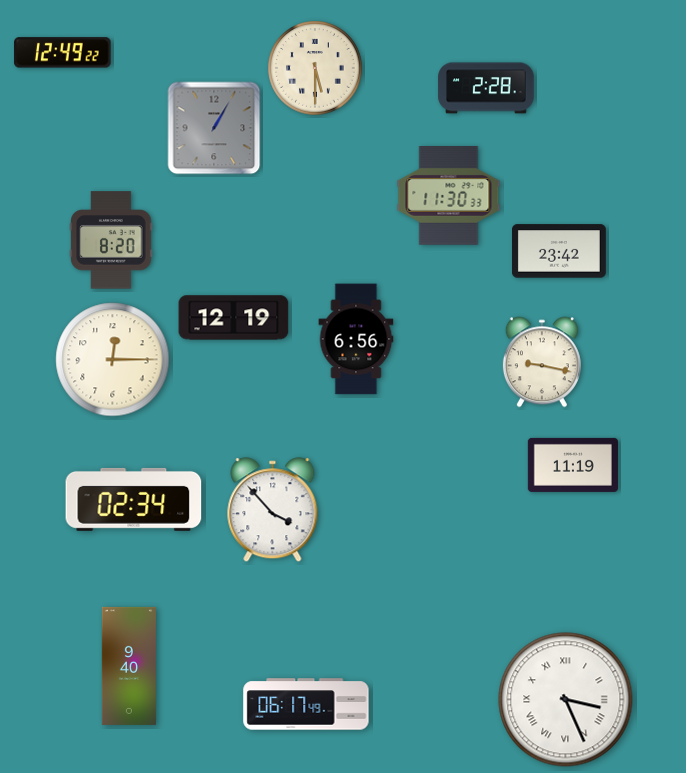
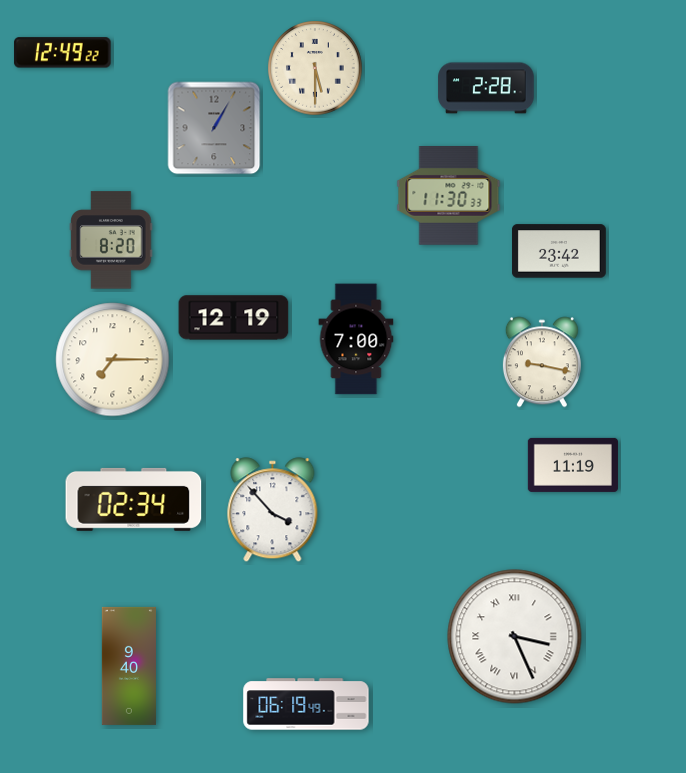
clock at (356, 339): 6:56 -> 7:00
clock at (113, 360): 12:15 -> 7:15
clock at (566, 700) position: (566, 700) -> (515, 637)
clock at (306, 704): 06:17 -> 06:19
